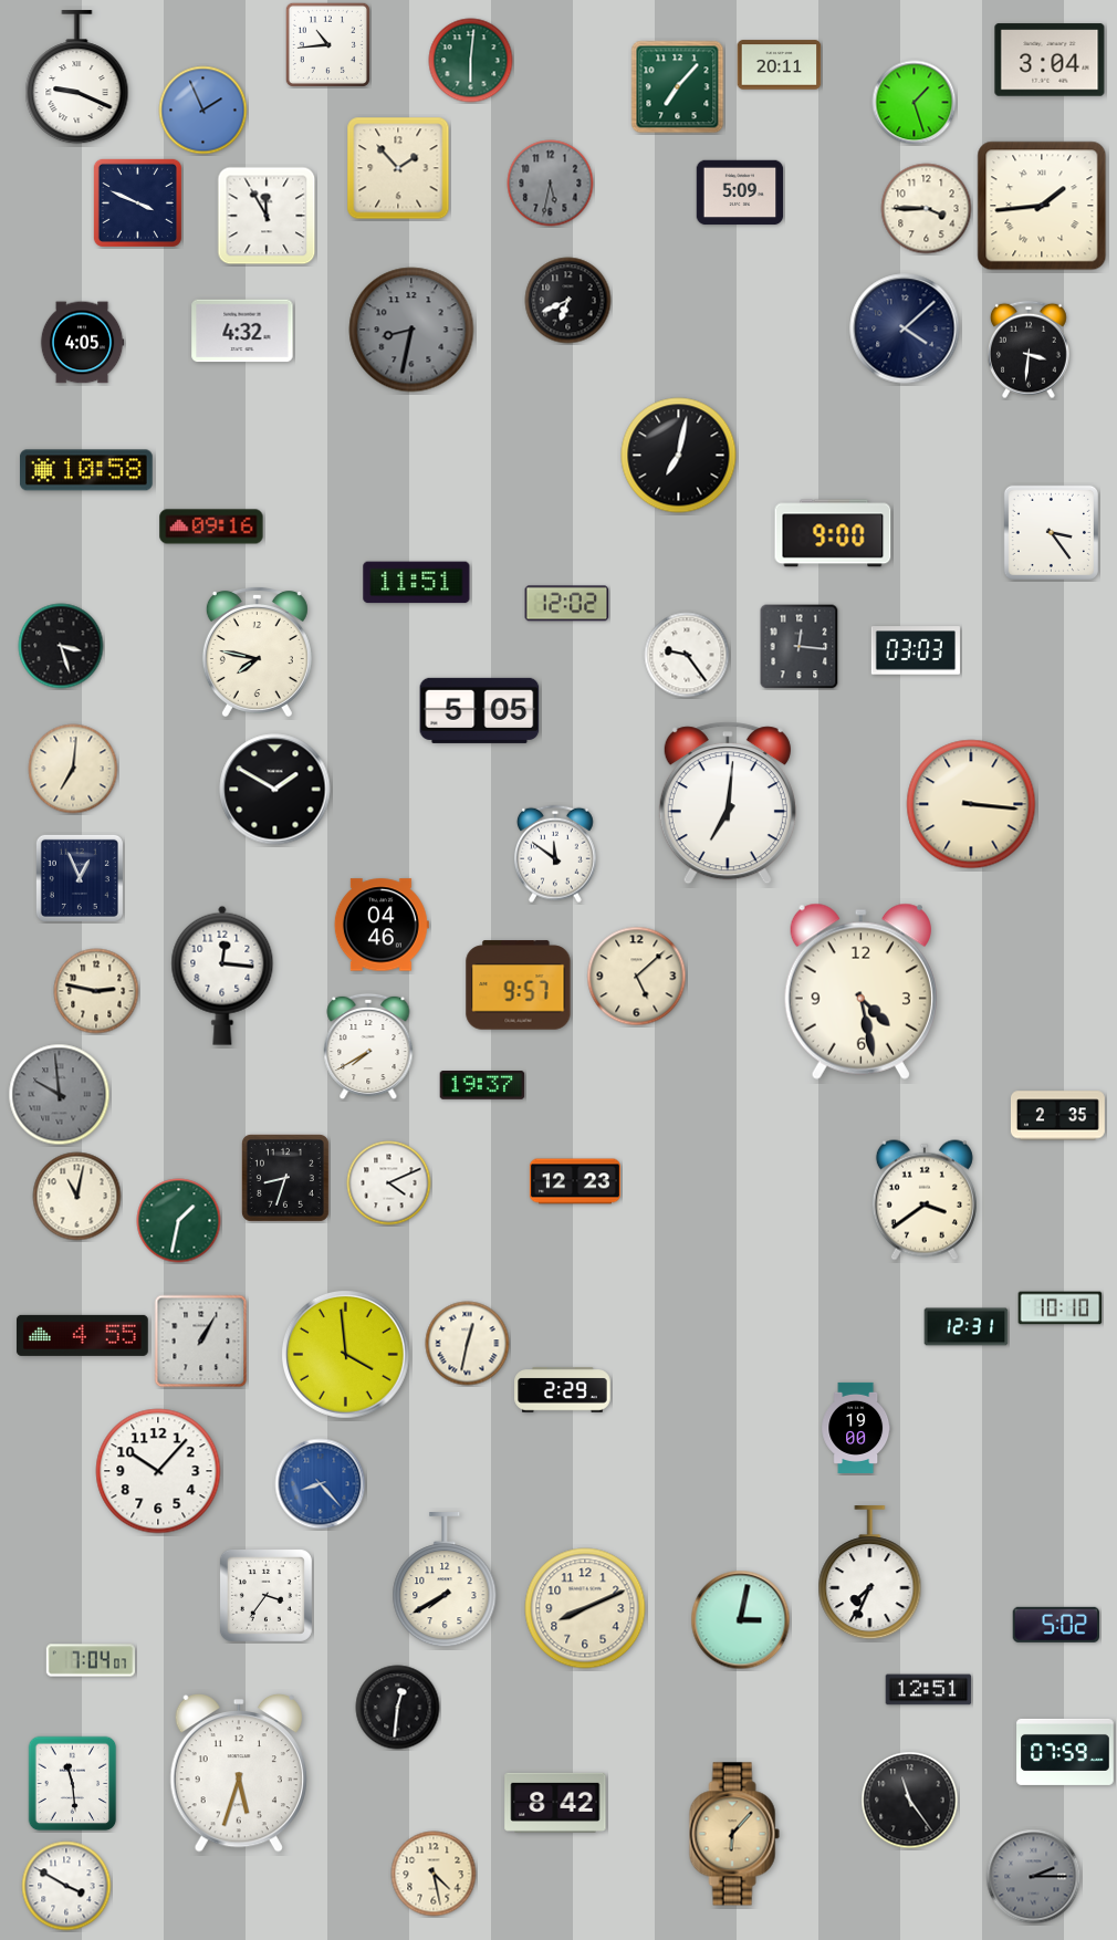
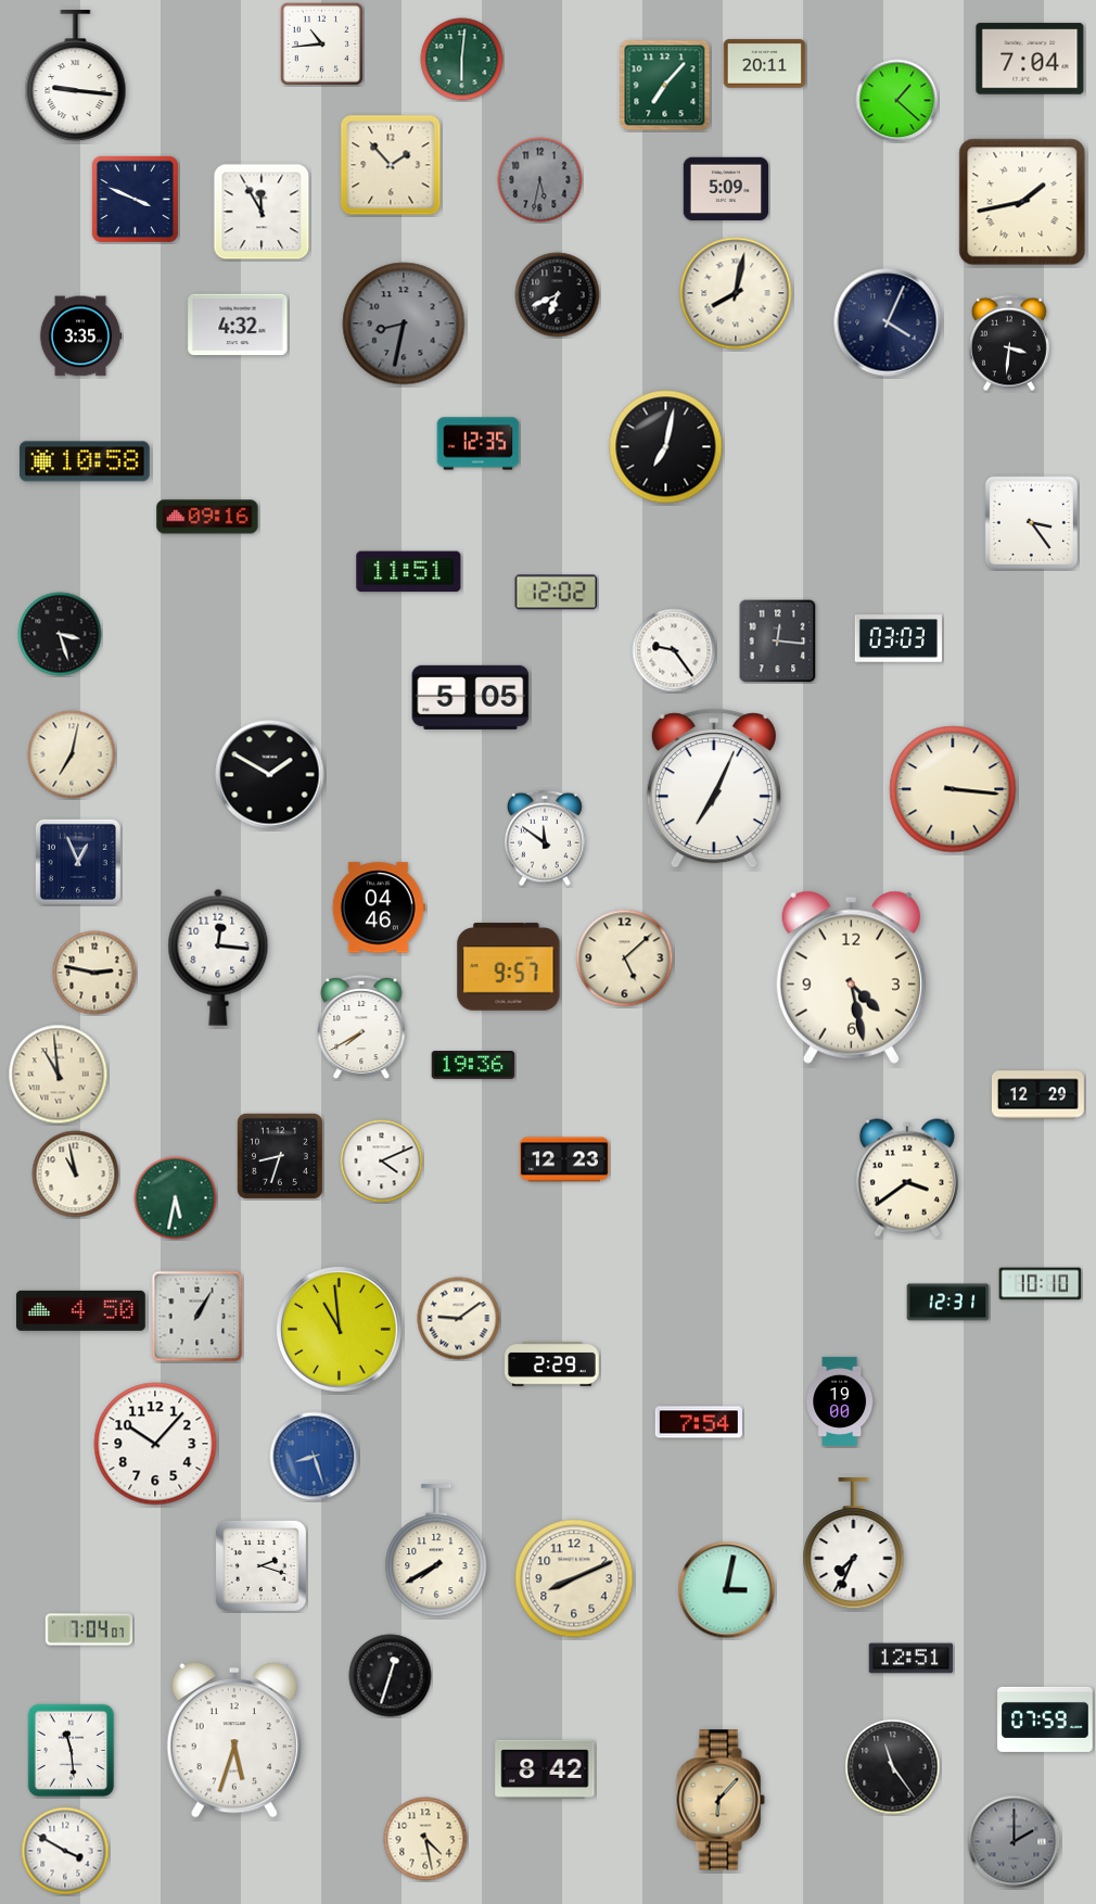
clock at (1050, 60): 3:04 -> 7:04
clock at (77, 79): 9:19 -> 9:16
clock at (915, 103): 1:27 -> 1:22
clock at (203, 111): 1:56 -> none
clock at (1042, 206): 1:44 -> 1:43
clock at (927, 209): 3:45 -> none
clock at (736, 293): none -> 8:02
clock at (905, 328): 4:08 -> 4:04
clock at (82, 343): 4:05 -> 3:35
clock at (479, 444): none -> 12:35
clock at (833, 533): 9:00 -> none
clock at (800, 647) position: (800, 647) -> (778, 642)
clock at (257, 651): 7:47 -> none
clock at (687, 655) position: (687, 655) -> (674, 650)
clock at (73, 769): 7:01 -> 7:02
clock at (728, 803): 7:01 -> 7:04
clock at (382, 925) position: (382, 925) -> (379, 907)
clock at (860, 991) position: (860, 991) -> (851, 977)
clock at (482, 1086): 19:37 -> 19:36
clock at (60, 1095): 9:59 -> 10:59
clock at (60, 1095) dial: grey -> cream
clock at (1057, 1116): 2:35 -> 12:29
clock at (77, 1197): 11:02 -> 10:58
clock at (179, 1221): 1:32 -> 5:32
clock at (82, 1335): 4:55 -> 4:50
clock at (468, 1344): 12:32 -> 9:09
clock at (345, 1354): 3:59 -> 10:59
clock at (699, 1422): none -> 7:54
clock at (321, 1484): 8:23 -> 8:27
clock at (265, 1595): 3:36 -> 2:18
clock at (1055, 1625): 5:02 -> none
clock at (398, 1708): 12:31 -> 12:33
clock at (1034, 1877): 2:15 -> 2:00
